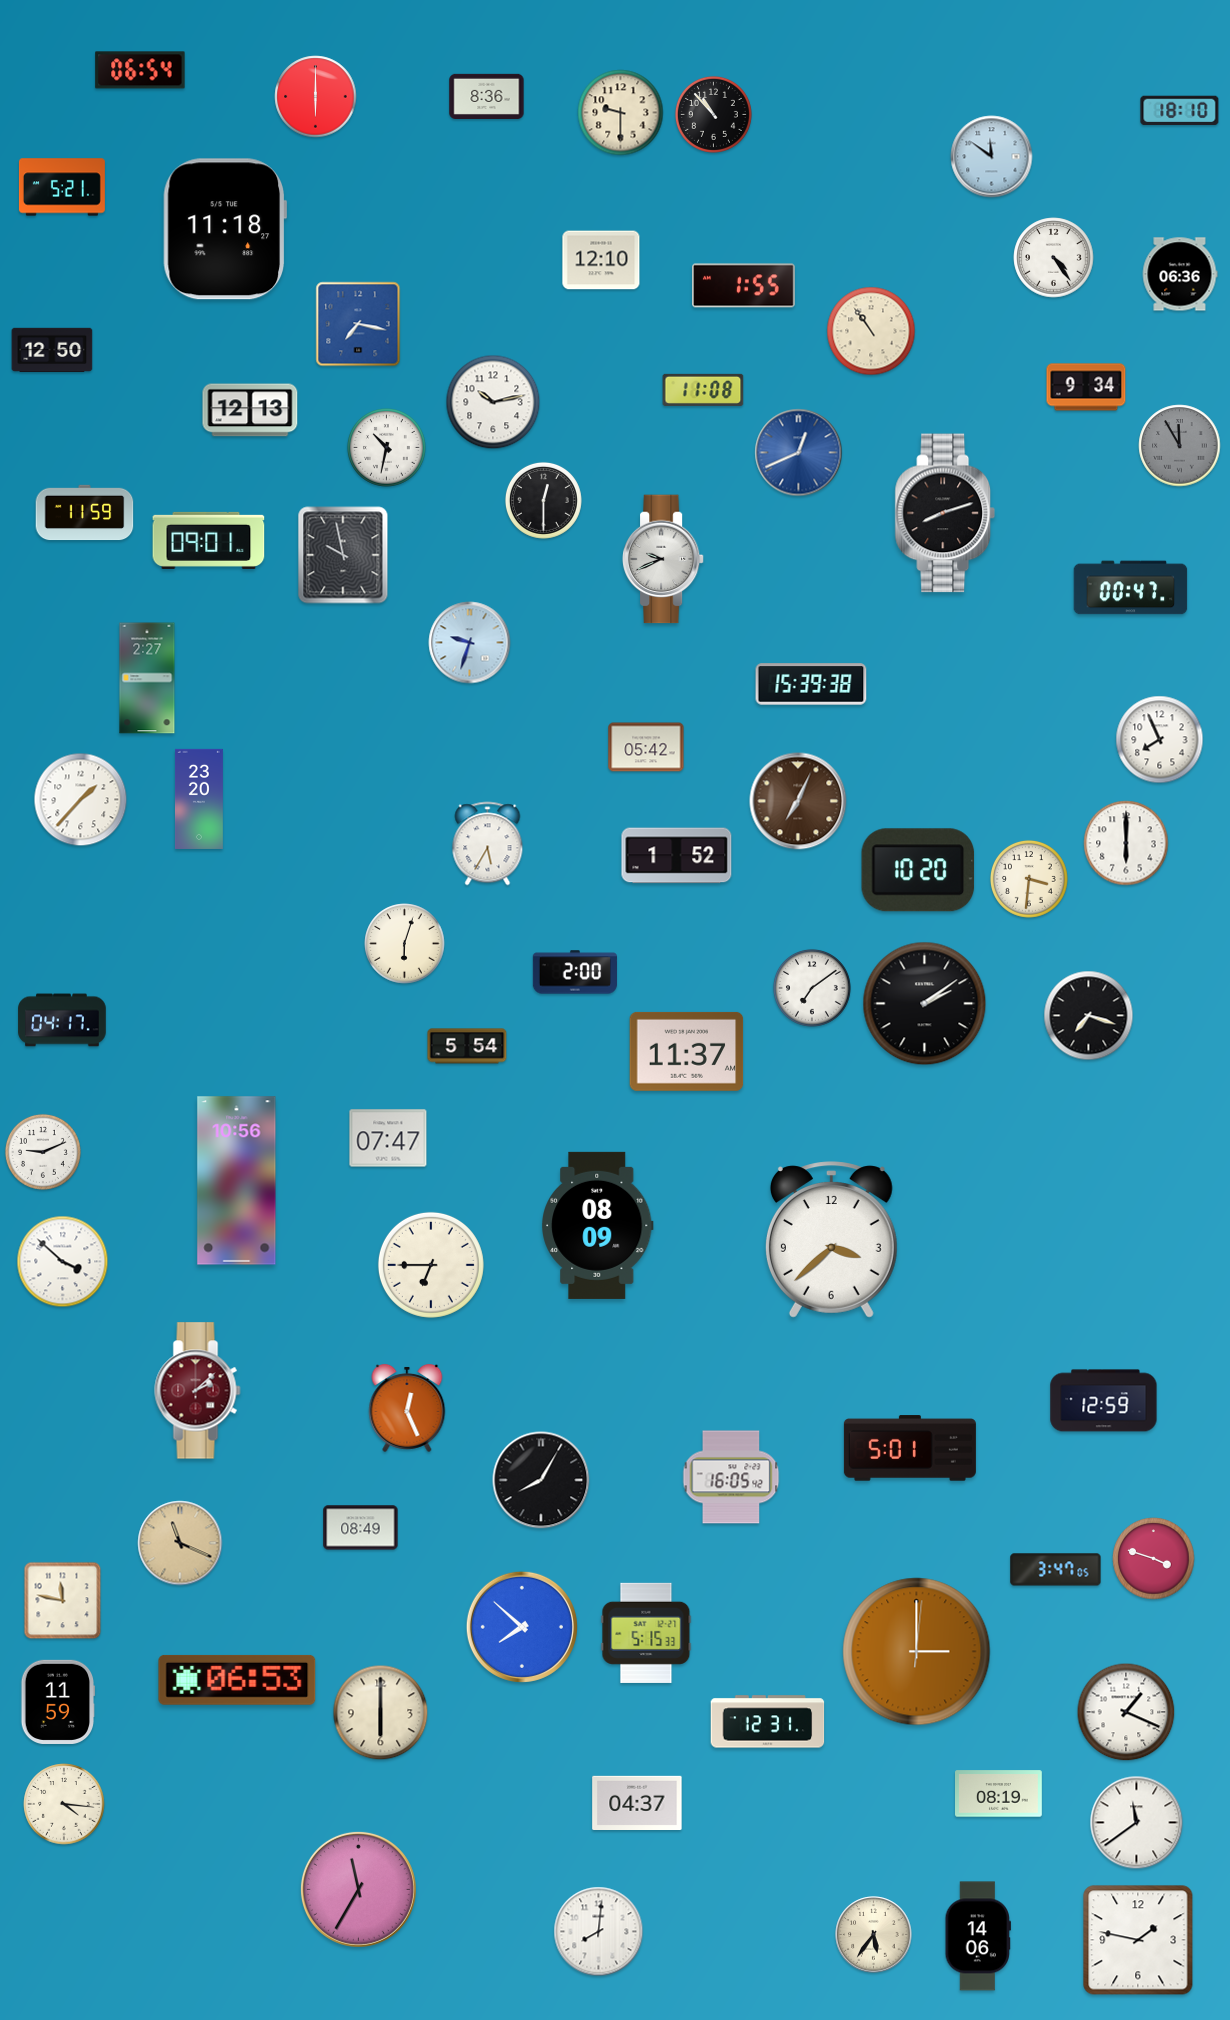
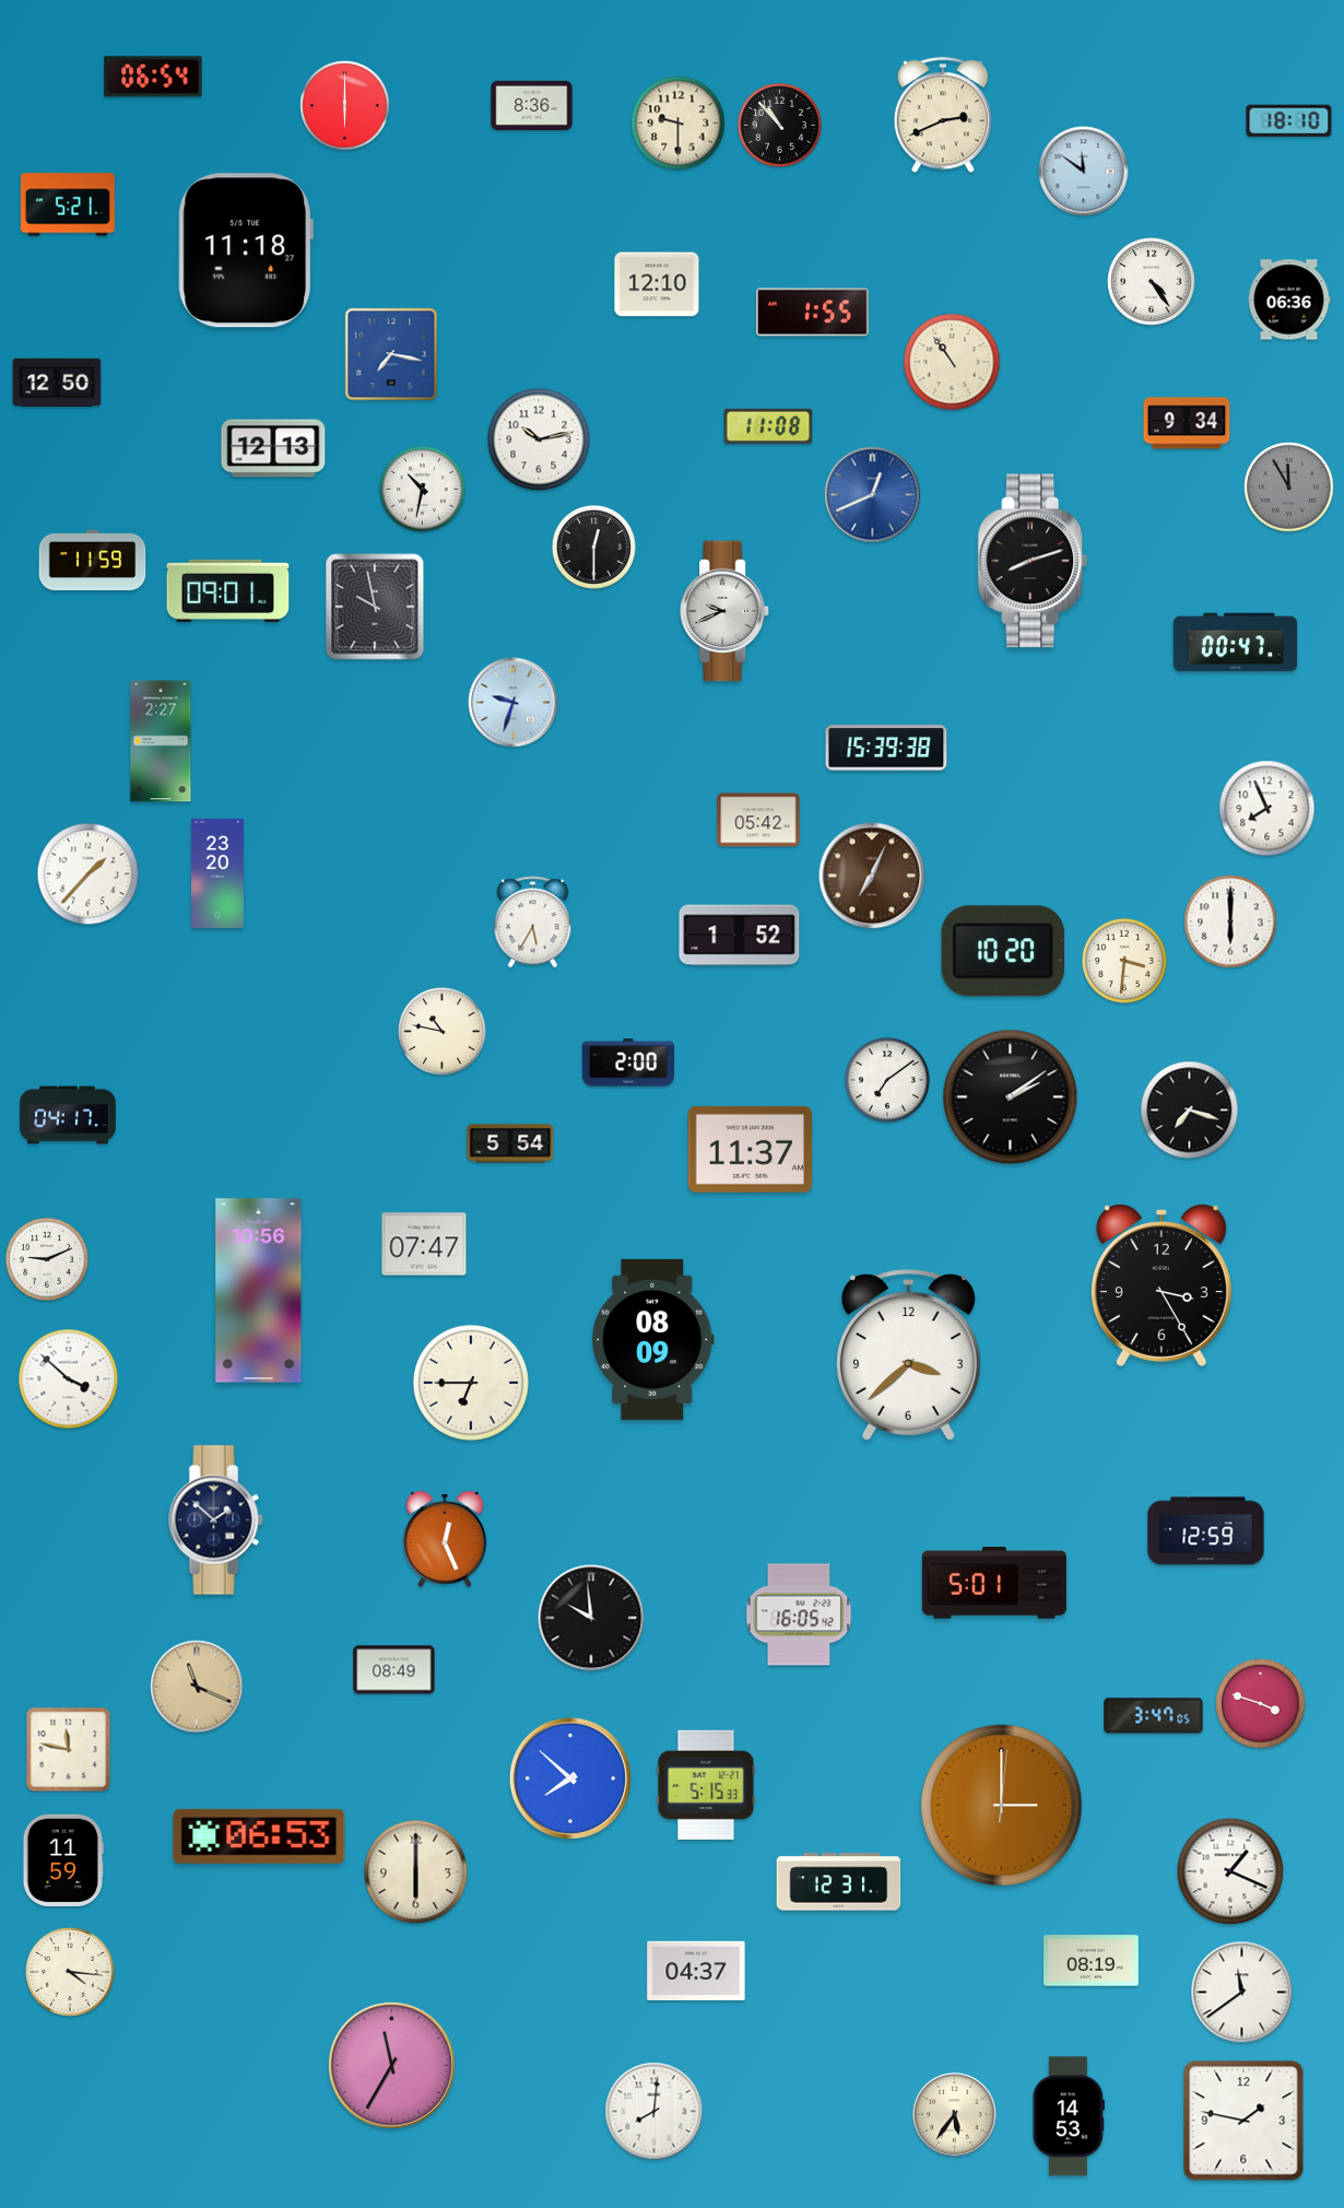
clock at (943, 116): none -> 2:41
clock at (646, 747) position: (646, 747) -> (758, 820)
clock at (405, 944): 6:03 -> 10:47
clock at (1162, 1285): none -> 3:25
clock at (198, 1391): 2:08 -> 1:52
clock at (198, 1391) dial: burgundy -> navy
clock at (541, 1480): 8:05 -> 9:59
clock at (977, 1936): 14:06 -> 14:53
